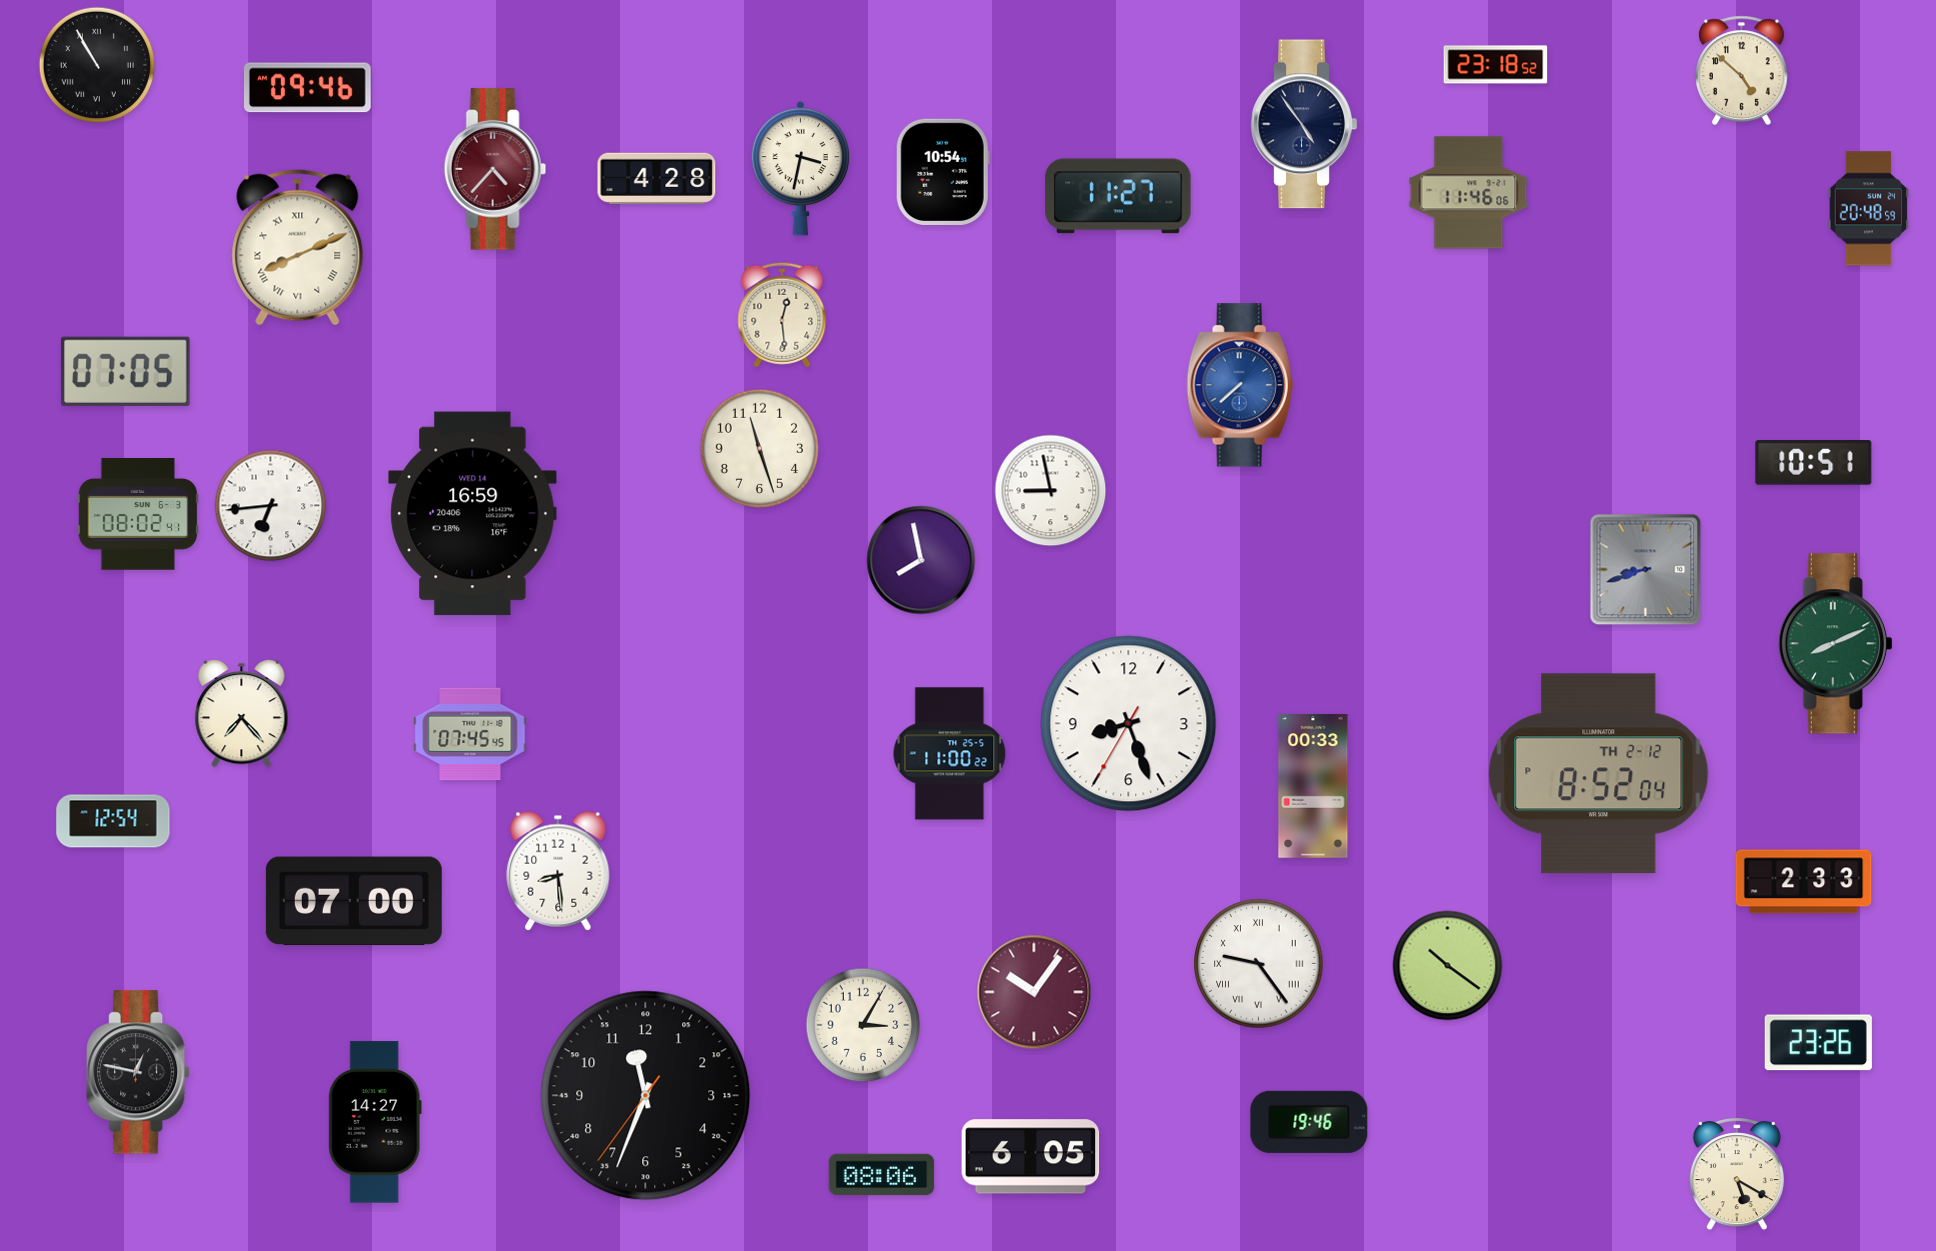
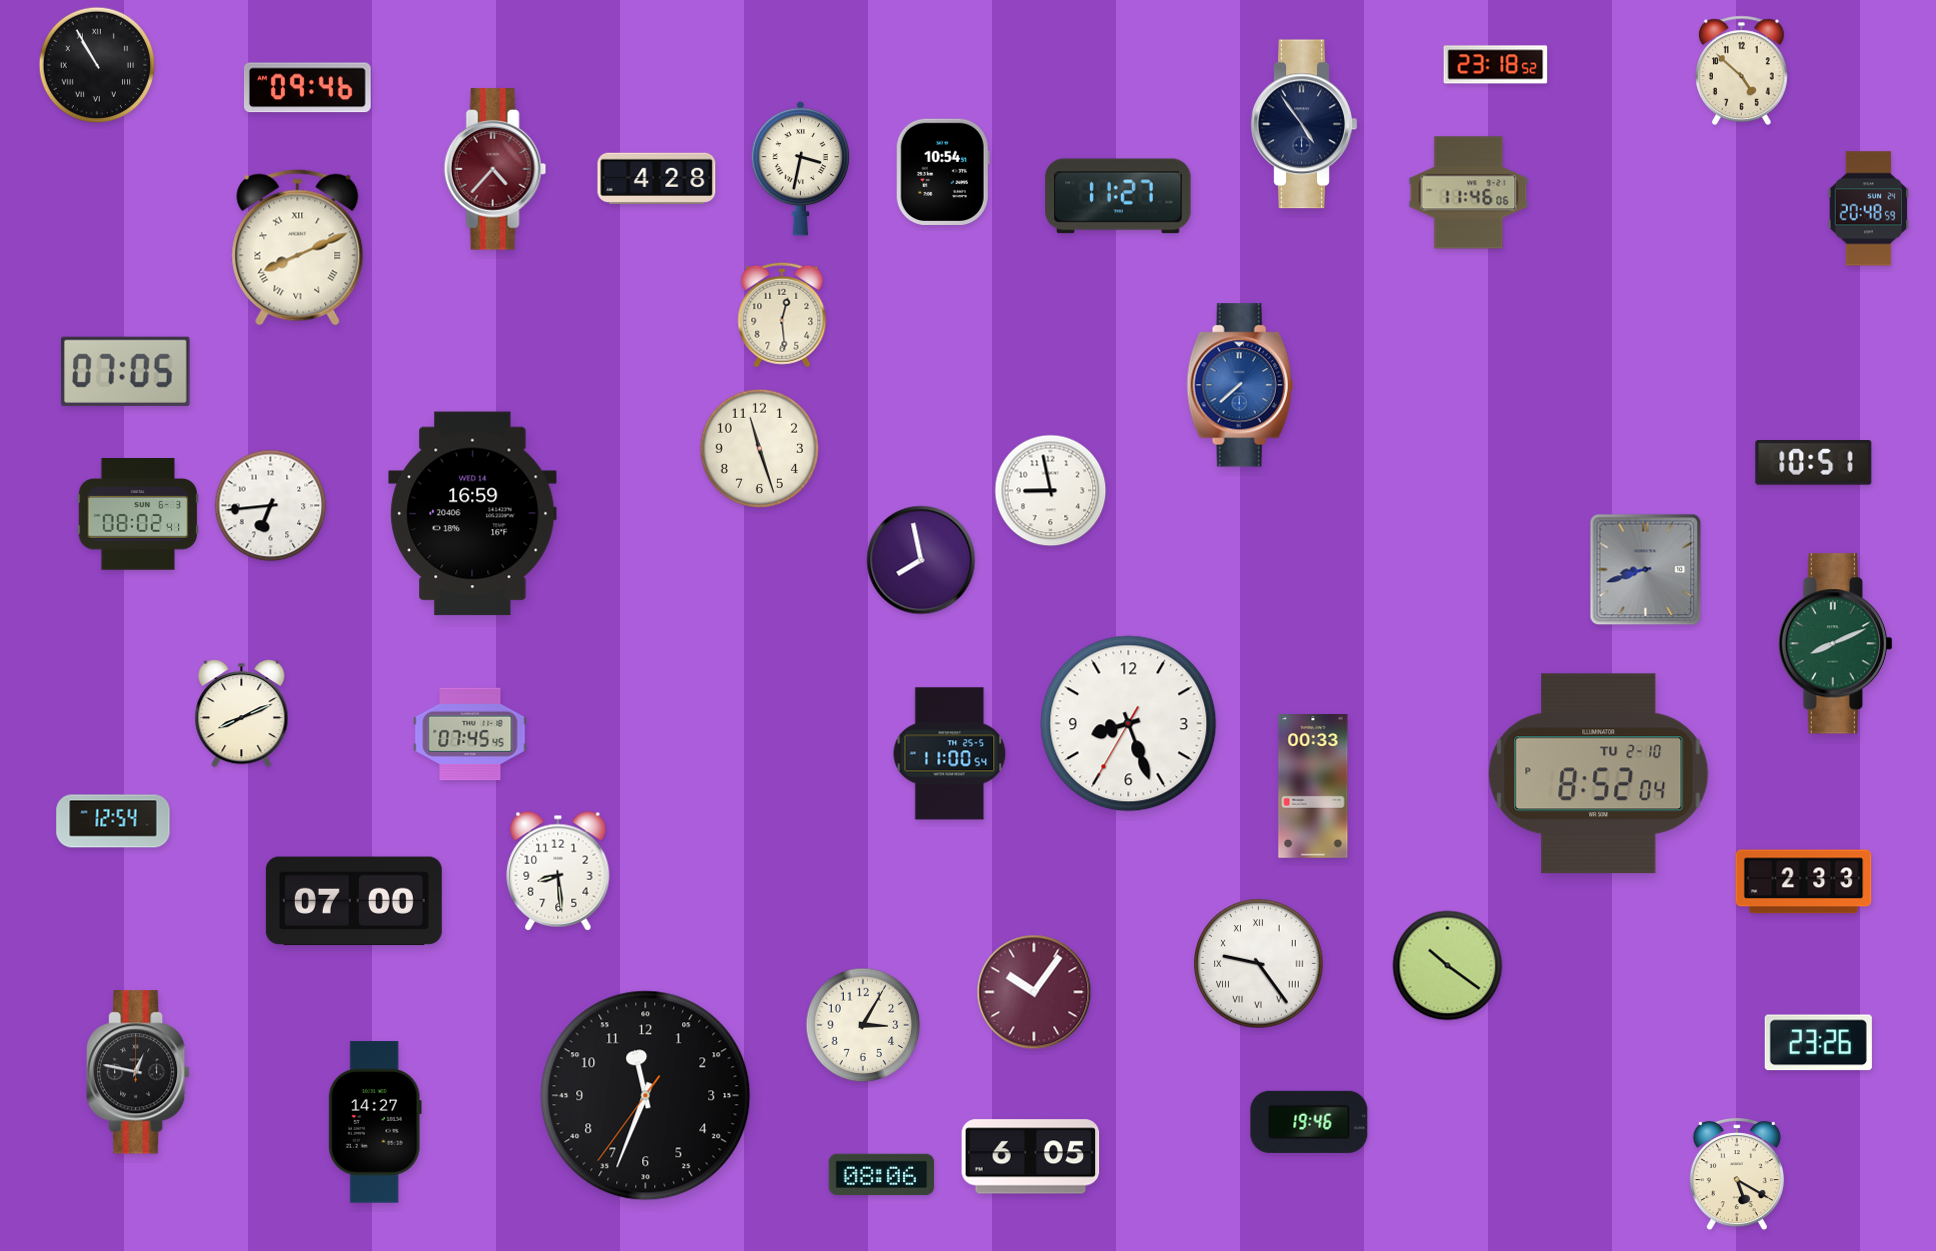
clock at (242, 714): 7:23 -> 8:11
clock at (950, 754): 11:00:22 -> 11:00:54
clock at (1599, 774) date: TH 2-12 -> TU 2-10
